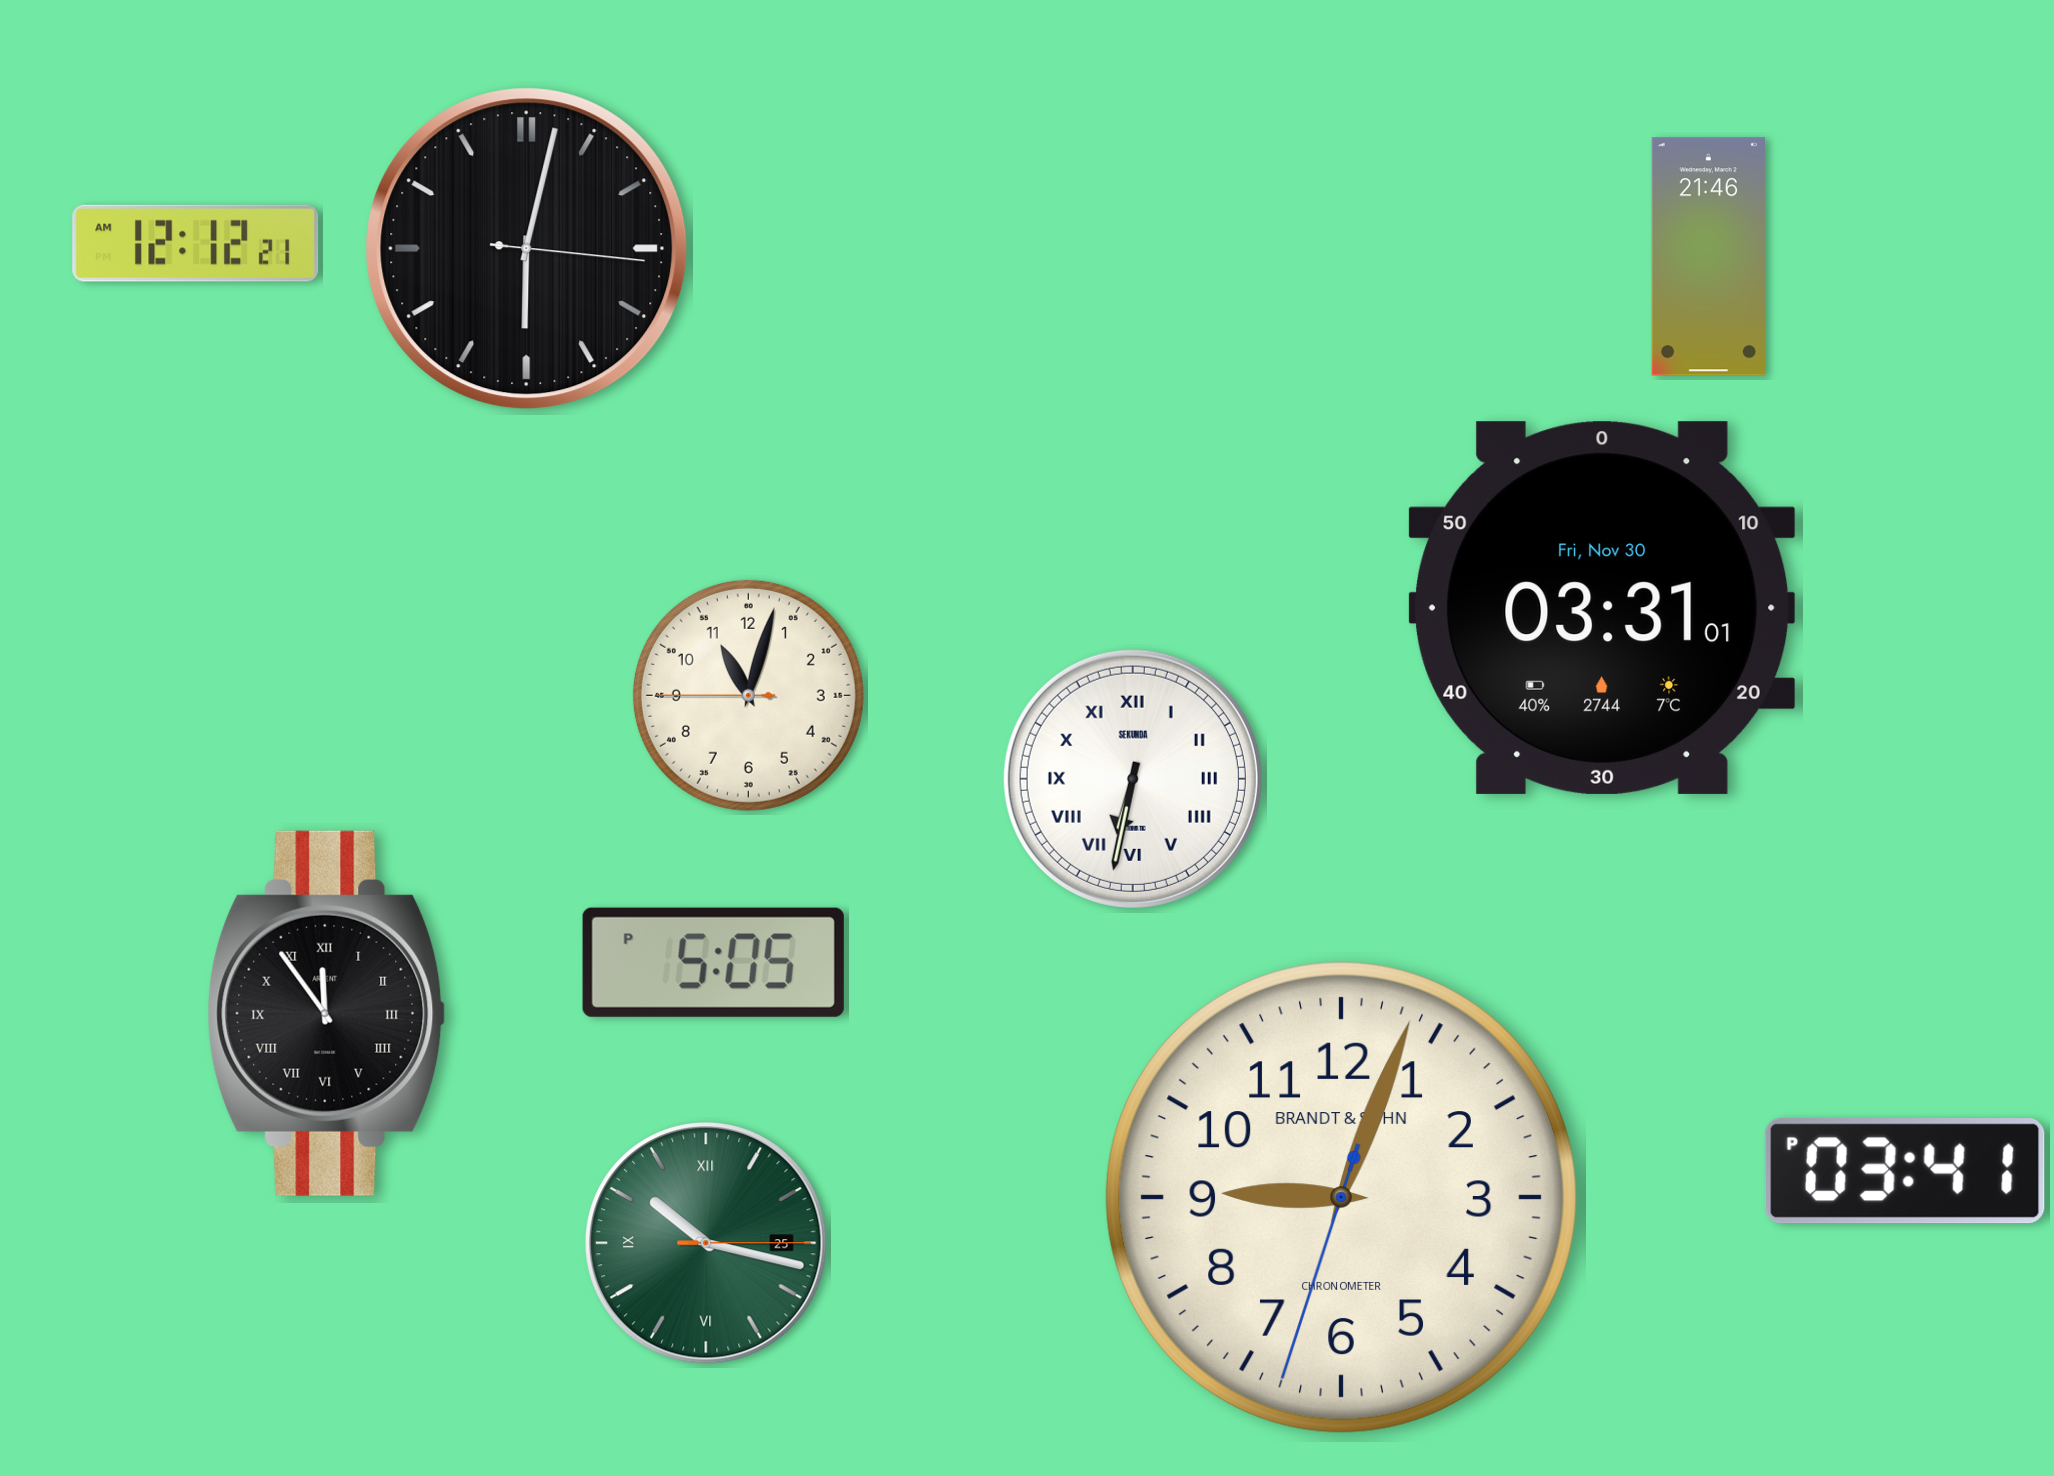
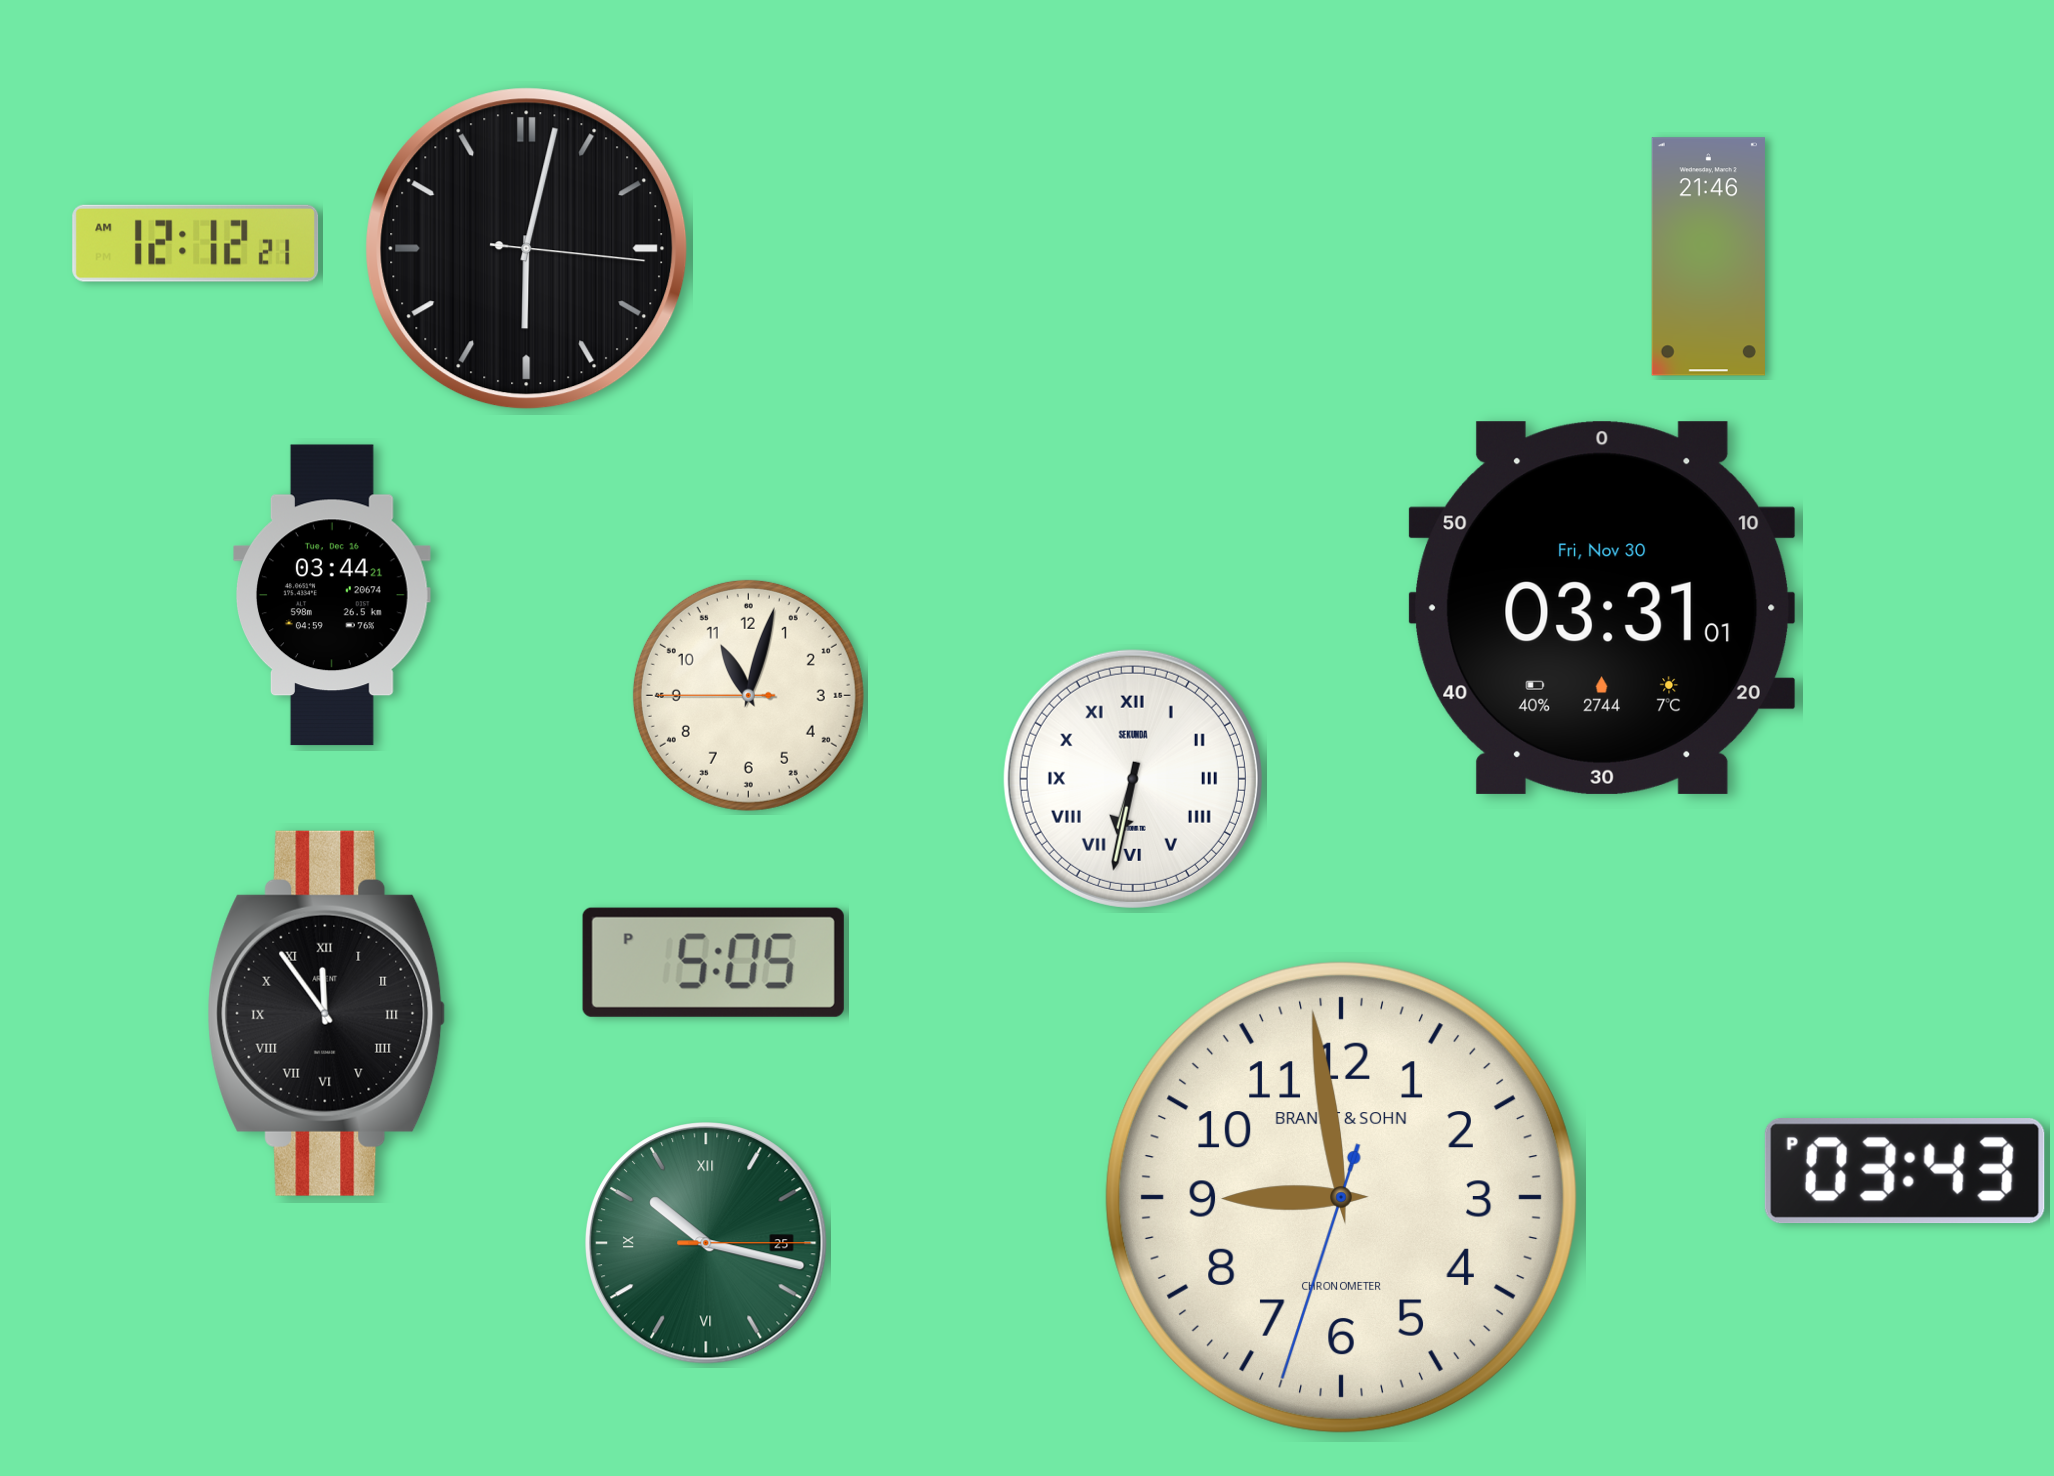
clock at (332, 595): none -> 03:44
clock at (1905, 1171): 03:41 -> 03:43
clock at (1341, 1197): 9:03 -> 8:58
